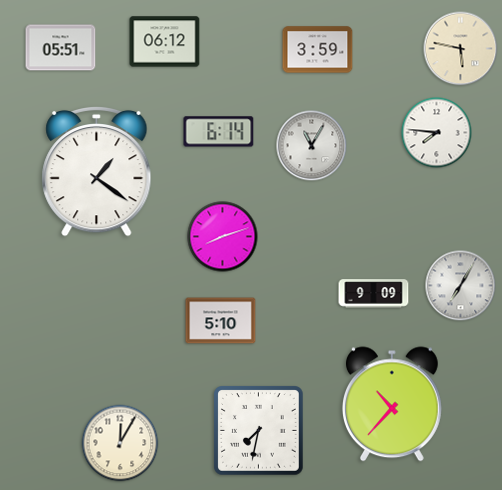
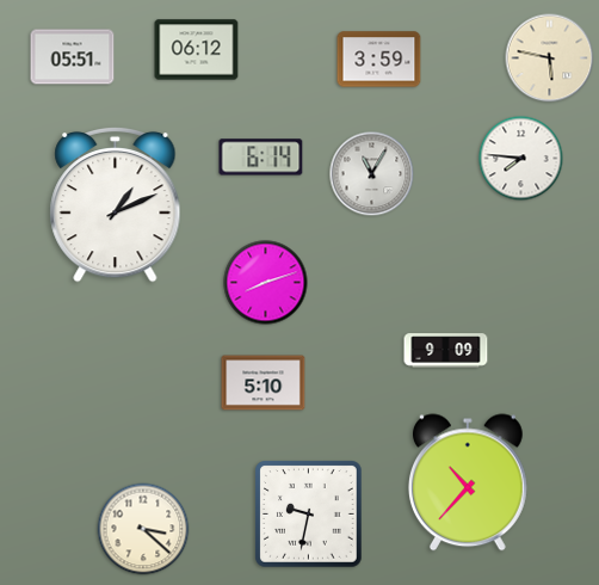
clock at (97, 171): 1:21 -> 1:11
clock at (461, 286): 7:05 -> none
clock at (259, 431): 7:32 -> 9:32
clock at (120, 443): 12:05 -> 3:22
